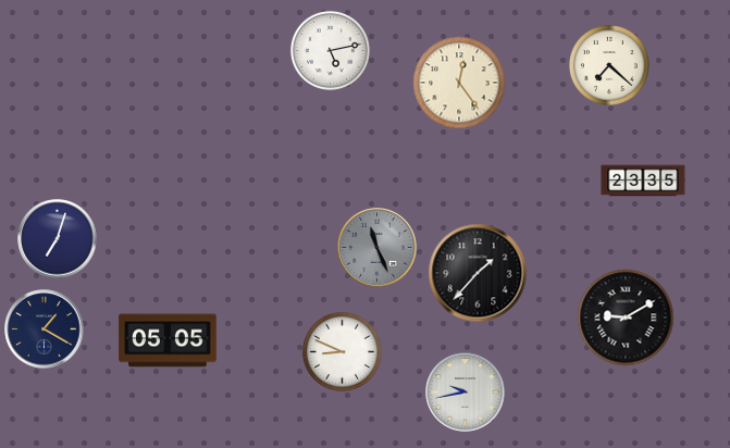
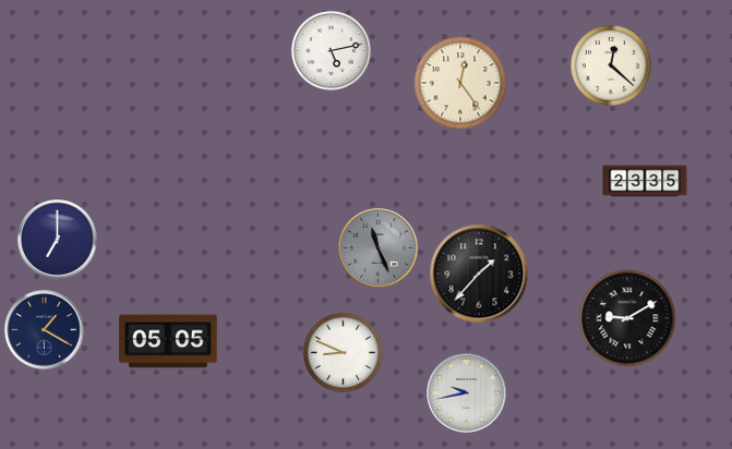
clock at (609, 65): 7:22 -> 12:22
clock at (58, 239): 7:03 -> 7:00
